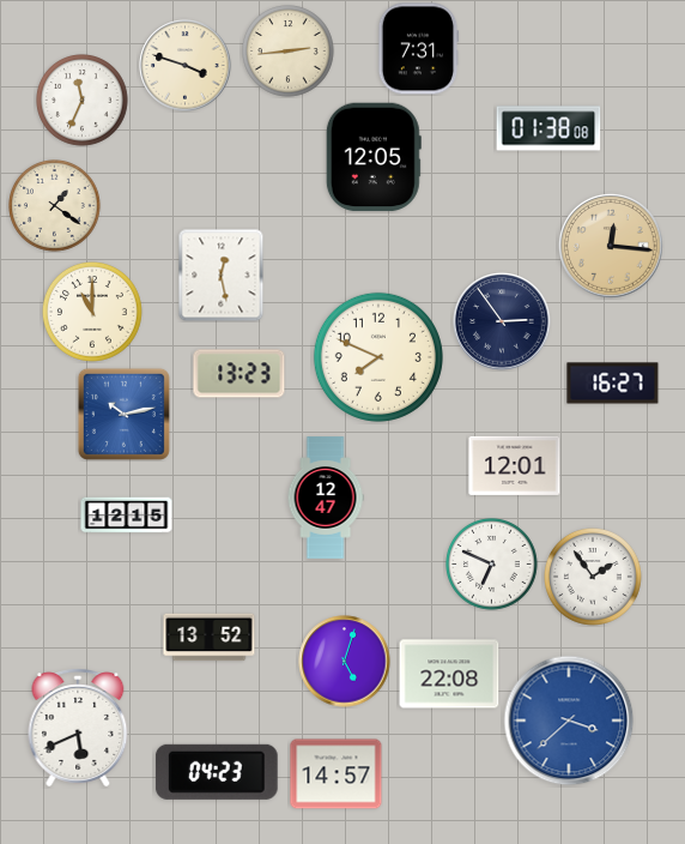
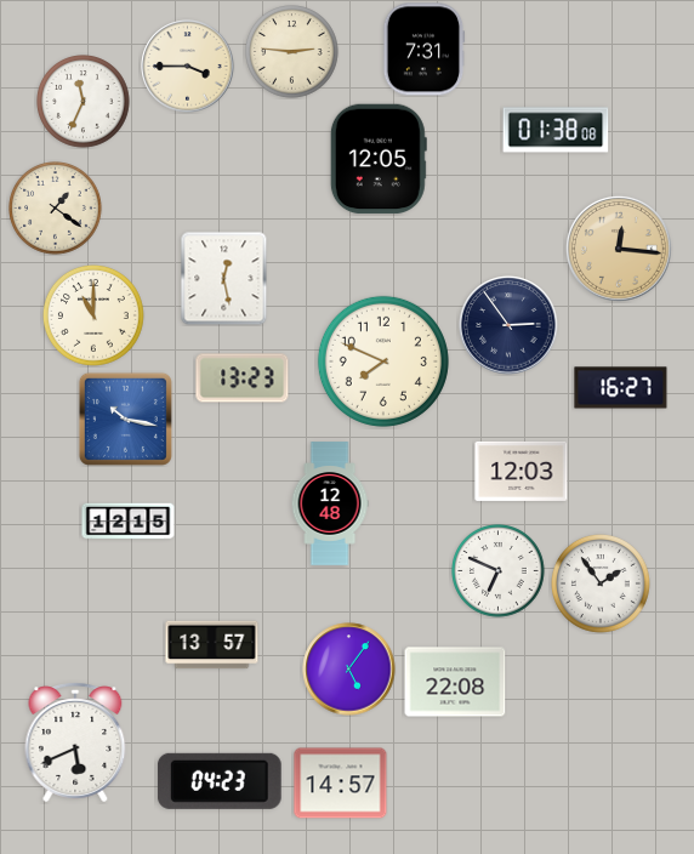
clock at (289, 52): 2:44 -> 2:46
clock at (186, 66): 3:48 -> 3:45
clock at (123, 414): 10:13 -> 10:17
clock at (515, 465): 12:01 -> 12:03
clock at (326, 498): 12:47 -> 12:48
clock at (210, 638): 13:52 -> 13:57
clock at (345, 662): 5:03 -> 5:06
clock at (569, 721): 3:38 -> none
clock at (78, 728) position: (78, 728) -> (75, 742)
